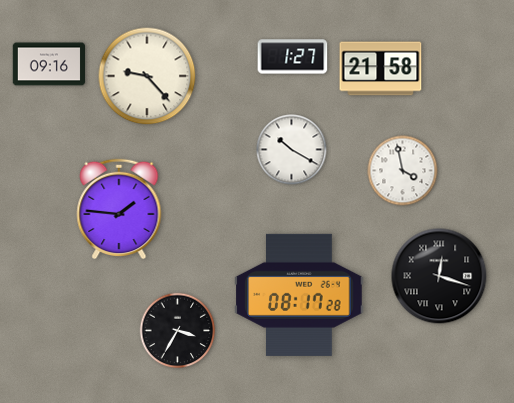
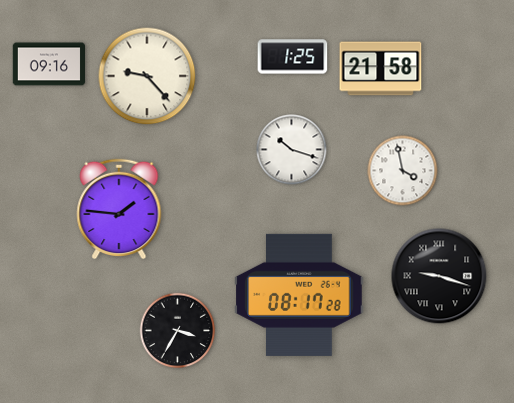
clock at (293, 57): 1:27 -> 1:25
clock at (292, 150): 10:20 -> 10:18
clock at (439, 276): 12:18 -> 9:18
